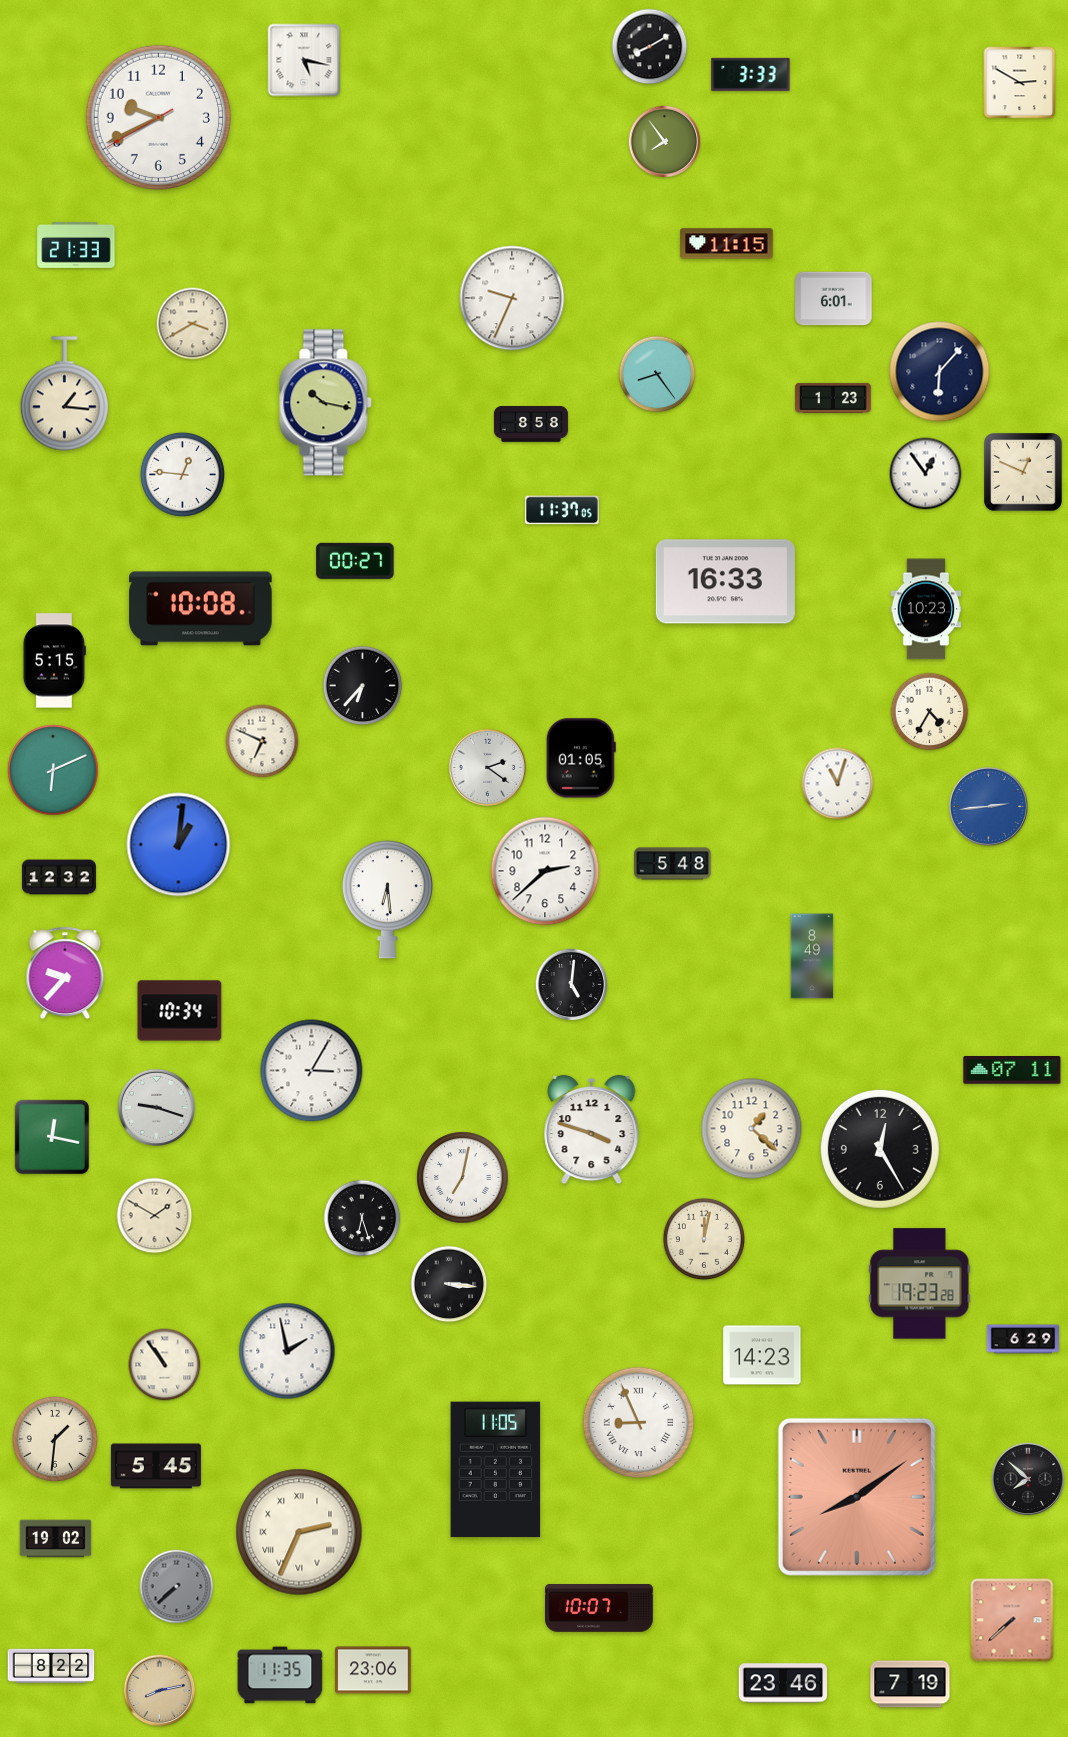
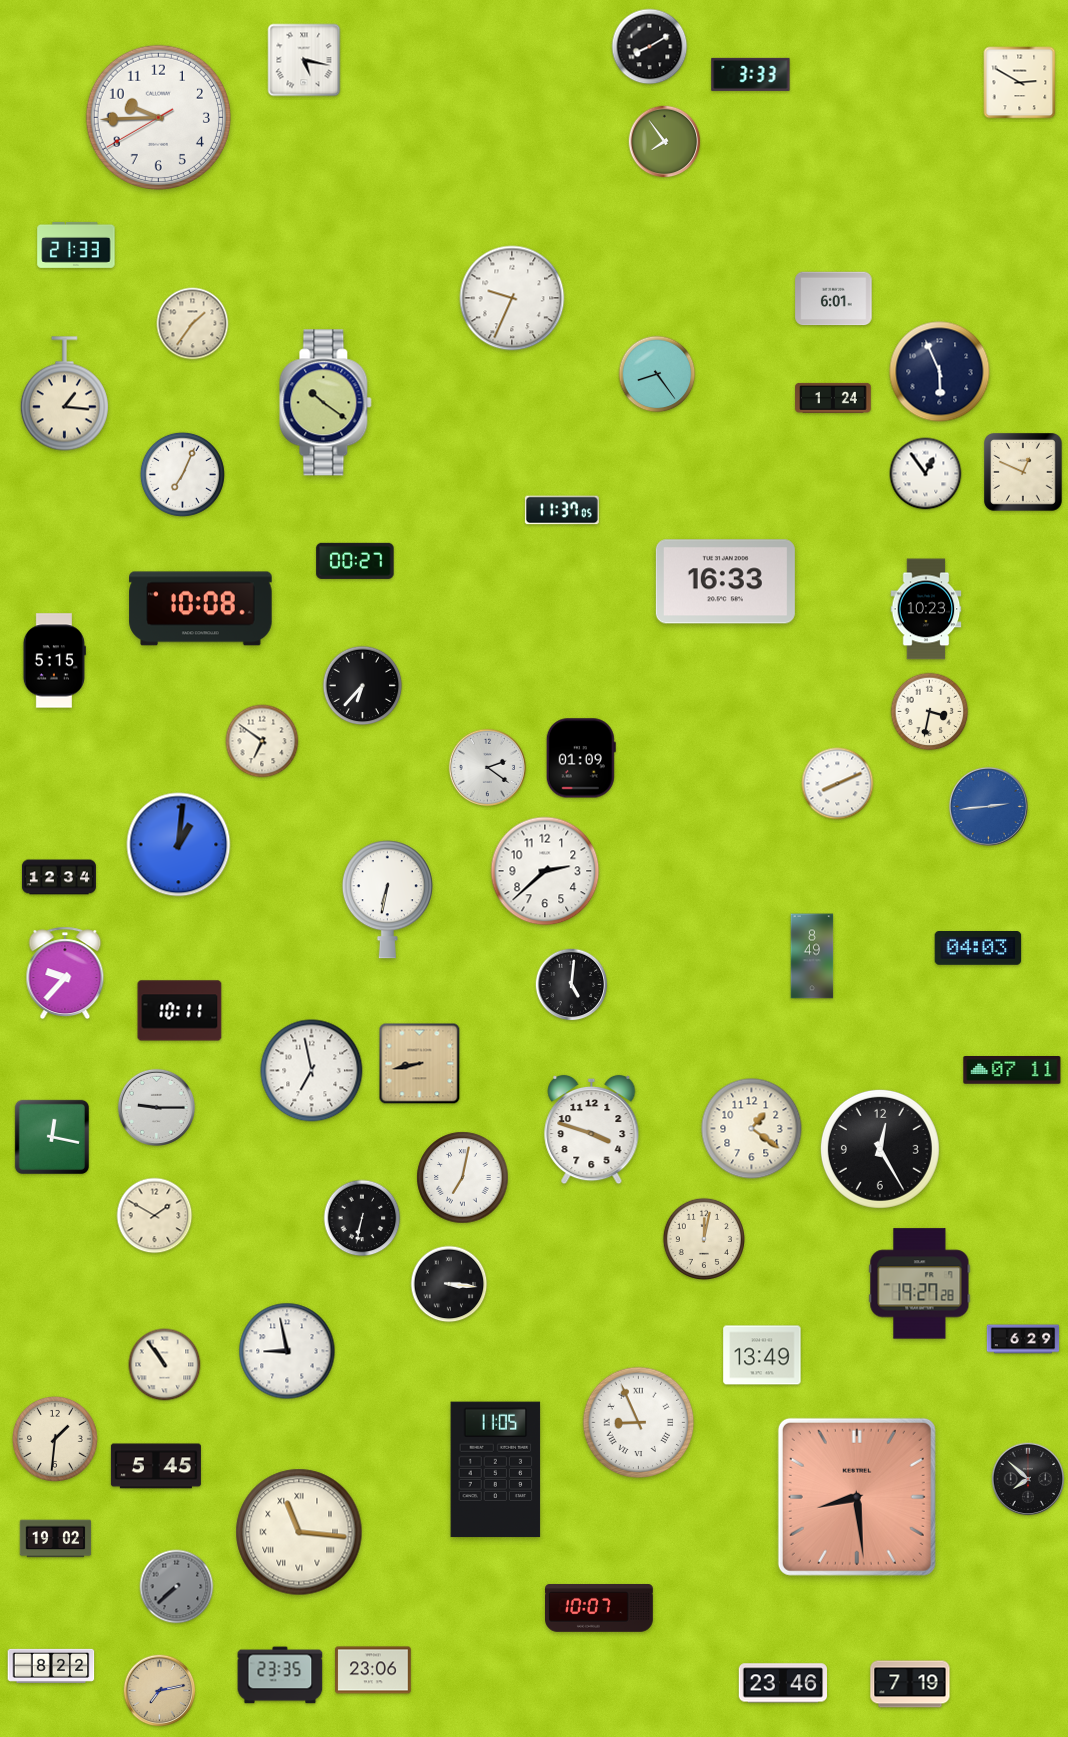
clock at (158, 117): 9:40 -> 9:44
clock at (727, 244): 11:15 -> none
clock at (193, 324): 3:40 -> 1:36
clock at (940, 372): 6:07 -> 5:56
clock at (833, 398): 1:23 -> 1:24
clock at (326, 403): 10:17 -> 10:21
clock at (531, 425): 8:58 -> none
clock at (182, 474): 12:46 -> 7:04
clock at (930, 712): 4:35 -> 3:32
clock at (262, 741): 6:49 -> 6:51
clock at (581, 758): 01:05 -> 01:09
clock at (53, 770): 6:11 -> none
clock at (838, 784): 11:03 -> 8:11
clock at (673, 864): 5:48 -> none
clock at (59, 877): 12:32 -> 12:34
clock at (387, 900): 6:29 -> 6:32
clock at (978, 948): none -> 04:03
clock at (180, 1011): 10:34 -> 10:11
clock at (420, 1064): none -> 8:43
clock at (312, 1071): 3:05 -> 6:58
clock at (156, 1107): 9:18 -> 9:15
clock at (752, 1129): 1:22 -> 1:21
clock at (362, 1218): 6:27 -> 6:32
clock at (920, 1284): 19:23 -> 19:27
clock at (287, 1351): 1:58 -> 8:58
clock at (762, 1355): 14:23 -> 13:49
clock at (857, 1497): 8:09 -> 8:29
clock at (299, 1532): 2:34 -> 11:16
clock at (1012, 1620): 7:38 -> none
clock at (280, 1675): 11:35 -> 23:35
clock at (160, 1691): 8:13 -> 7:13
